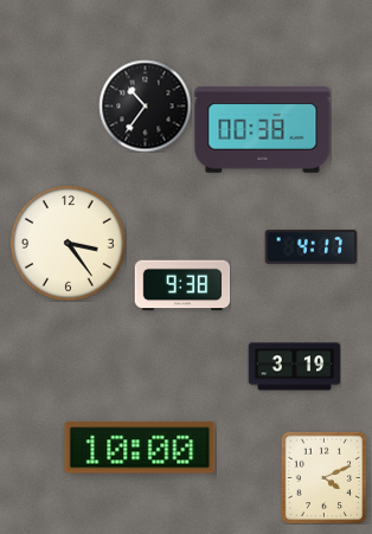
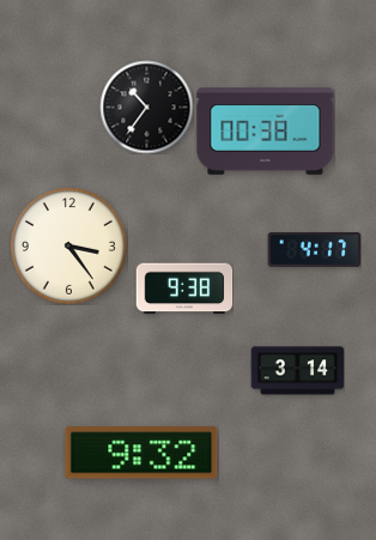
clock at (294, 367): 3:19 -> 3:14
clock at (140, 448): 10:00 -> 9:32
clock at (323, 477): 4:11 -> none
